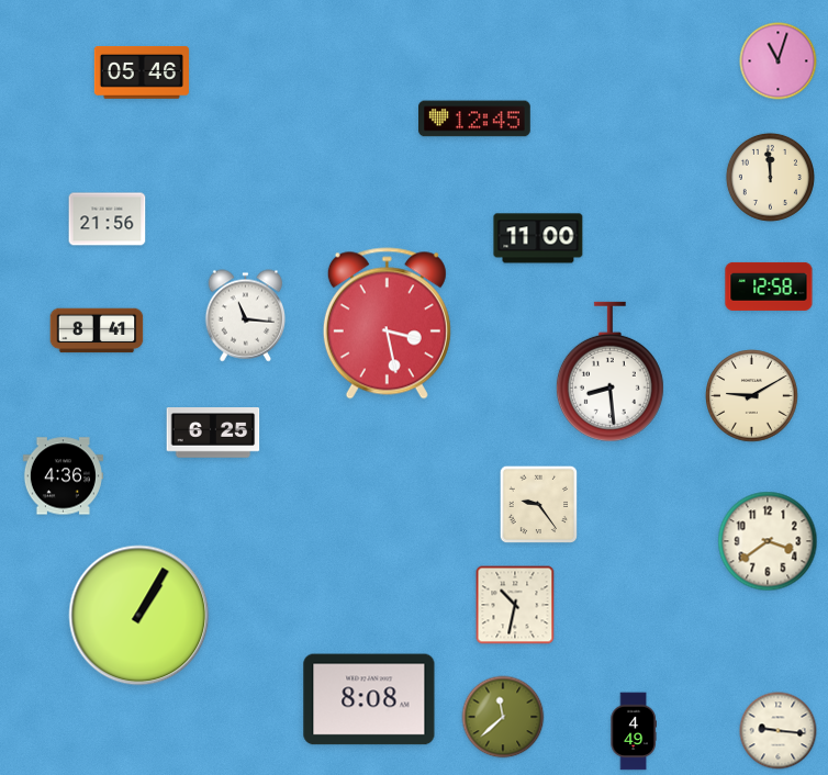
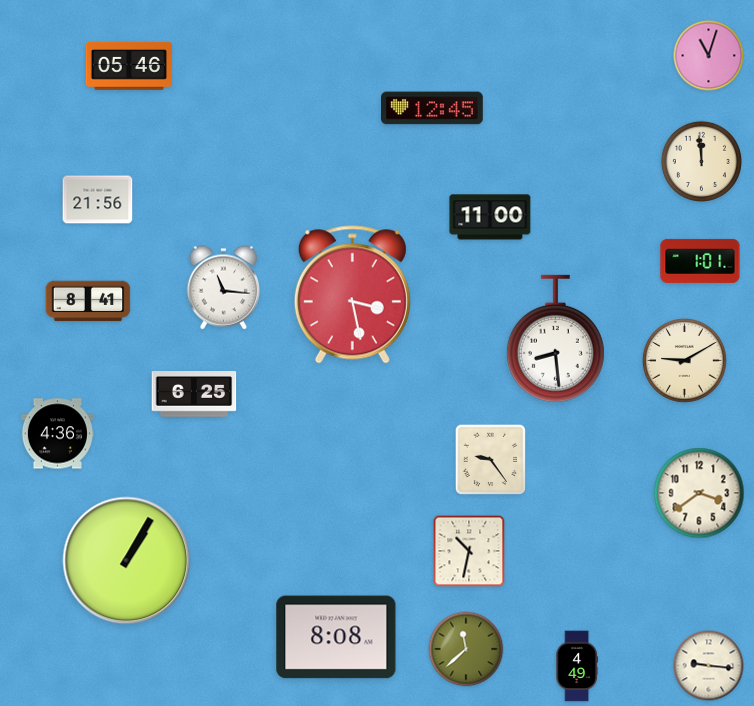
clock at (769, 287): 12:58 -> 1:01
clock at (503, 717) position: (503, 717) -> (466, 649)
